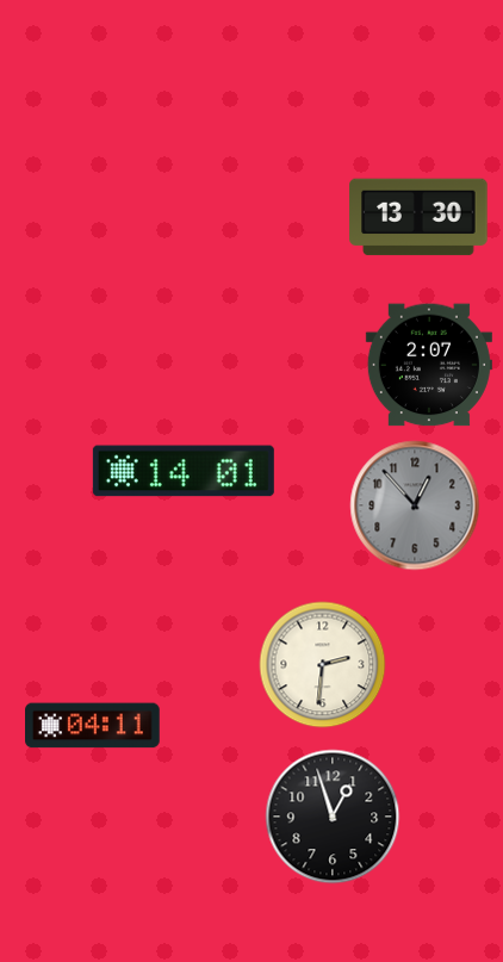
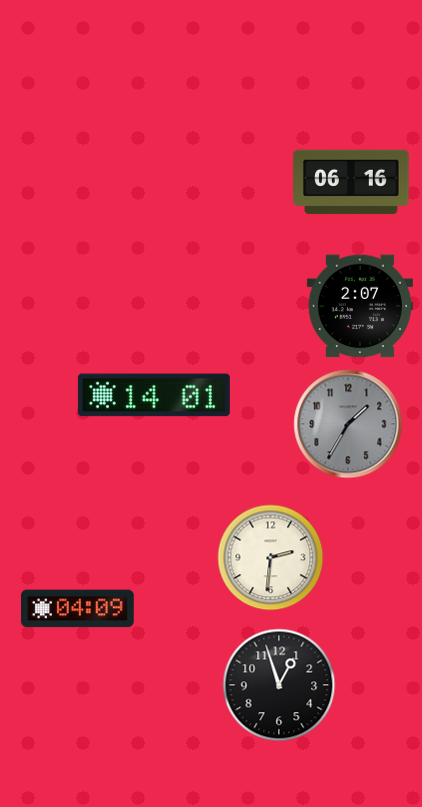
clock at (418, 217): 13:30 -> 06:16
clock at (415, 505): 12:53 -> 1:35
clock at (93, 726): 04:11 -> 04:09
